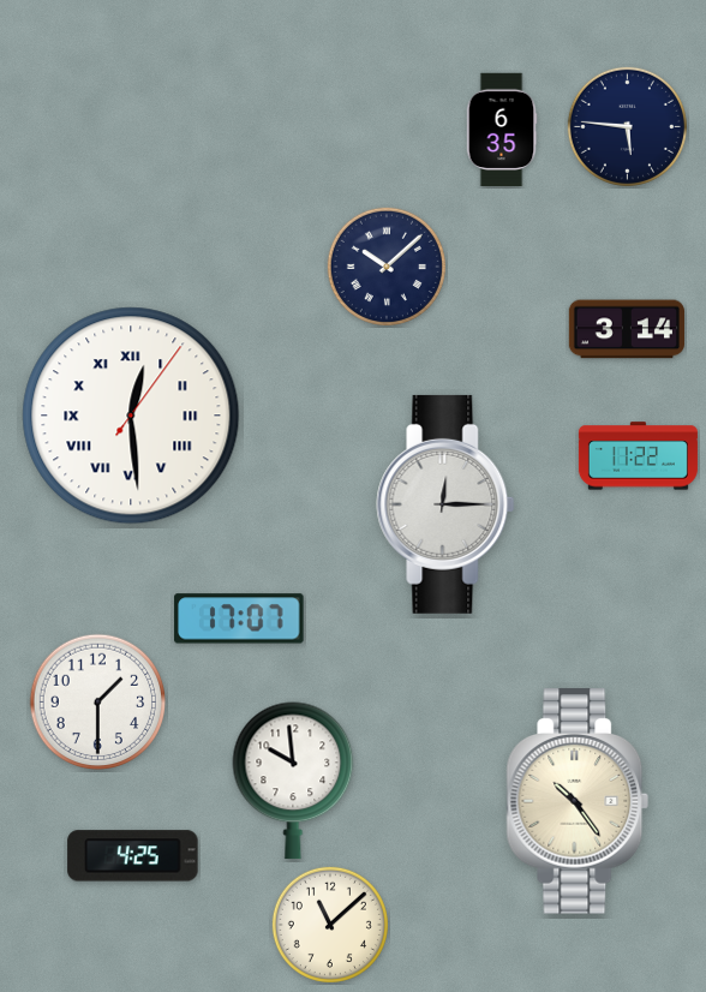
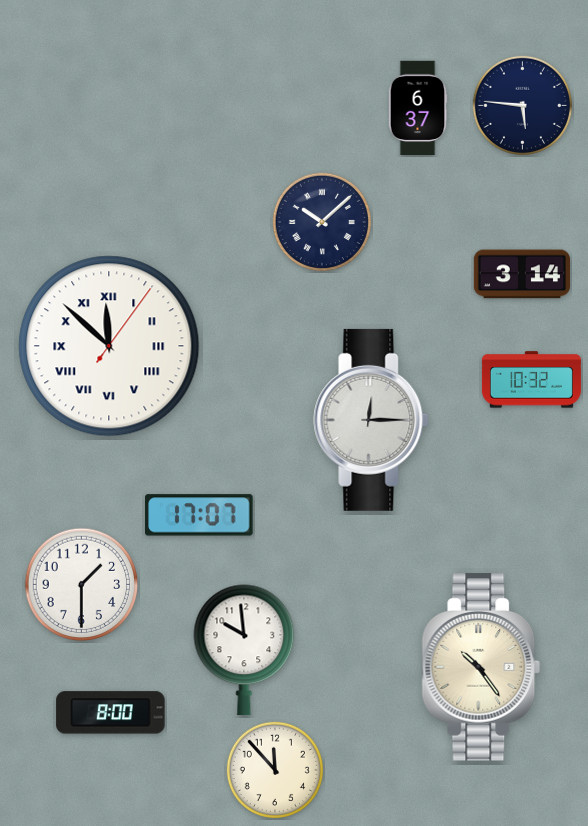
clock at (502, 130): 6:35 -> 6:37
clock at (131, 416): 12:29 -> 11:52
clock at (638, 456): 11:22 -> 10:32
clock at (133, 856): 4:25 -> 8:00
clock at (330, 925): 11:08 -> 11:53
